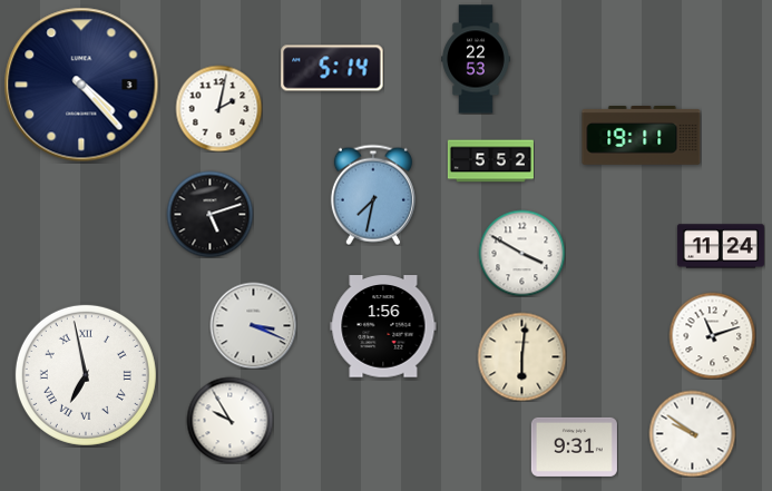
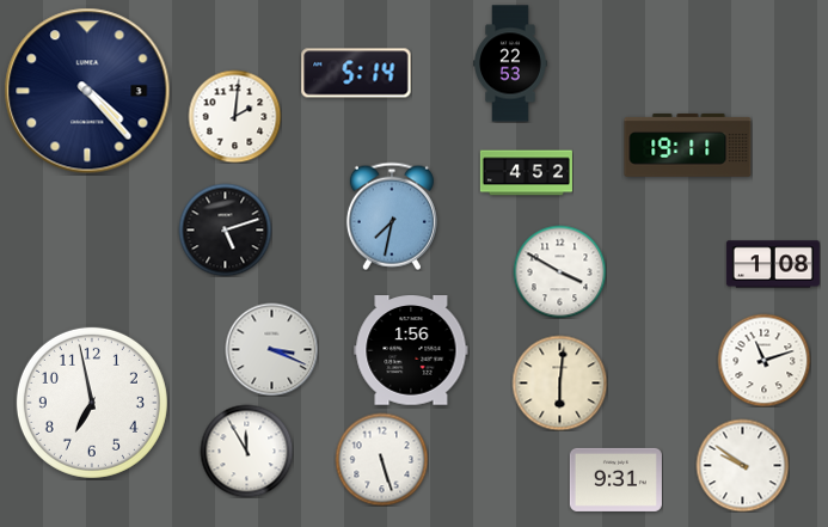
clock at (218, 108): 2:02 -> 2:01
clock at (490, 161): 5:52 -> 4:52
clock at (373, 195) position: (373, 195) -> (392, 216)
clock at (721, 246): 11:24 -> 1:08
clock at (86, 375) numerals: Roman -> Arabic
clock at (229, 420): 9:55 -> 11:55
clock at (381, 459): none -> 5:27
